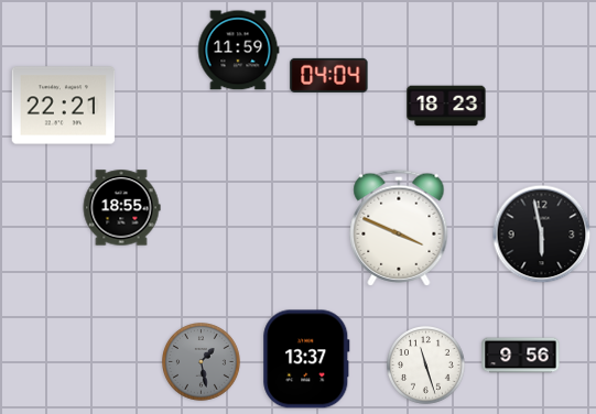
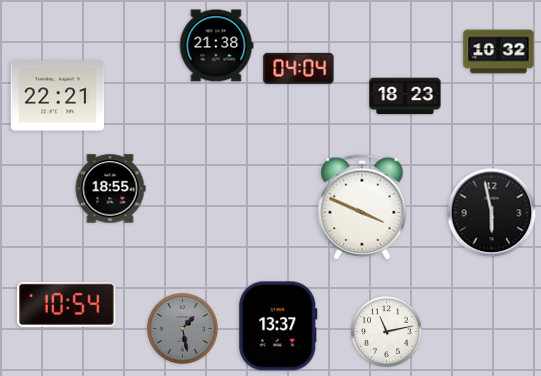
clock at (238, 51): 11:59 -> 21:38
clock at (499, 52): none -> 10:32
clock at (67, 304): none -> 10:54
clock at (521, 356): 9:56 -> none
clock at (426, 366): 11:27 -> 11:13
